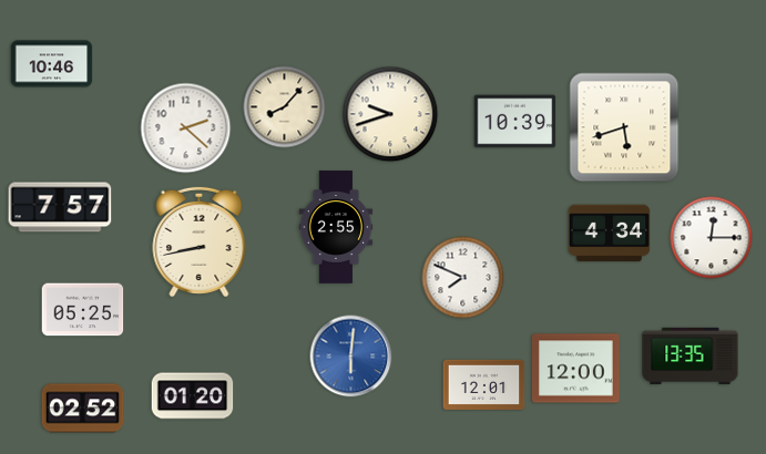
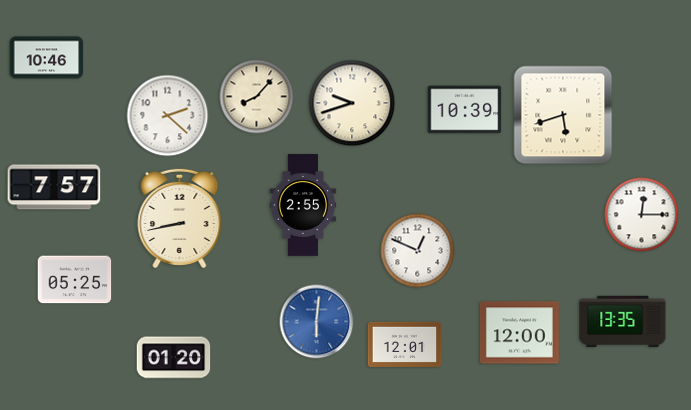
clock at (610, 234): 4:34 -> none
clock at (463, 278): 7:49 -> 12:49
clock at (484, 384) position: (484, 384) -> (405, 344)
clock at (83, 409): 02:52 -> none
